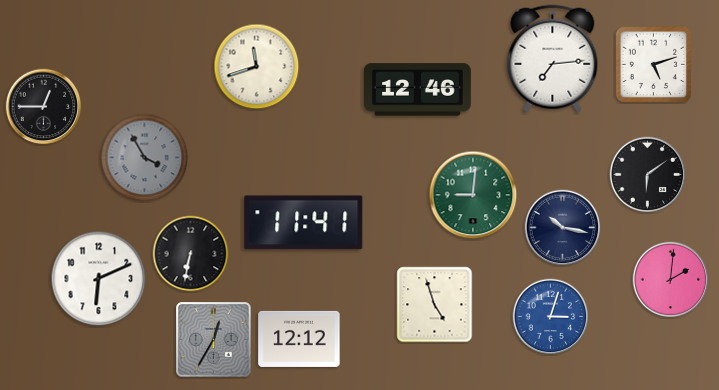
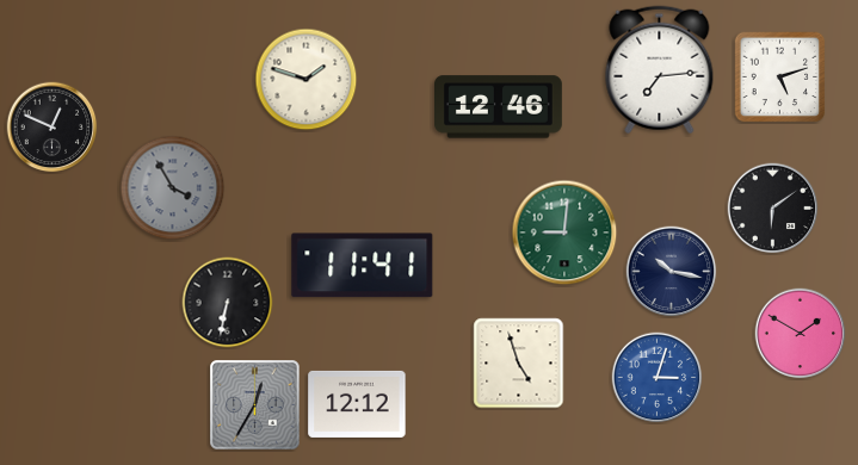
clock at (257, 67): 11:42 -> 1:48
clock at (44, 107): 12:45 -> 12:49
clock at (99, 279): 6:11 -> none
clock at (671, 280): 2:01 -> 1:50
